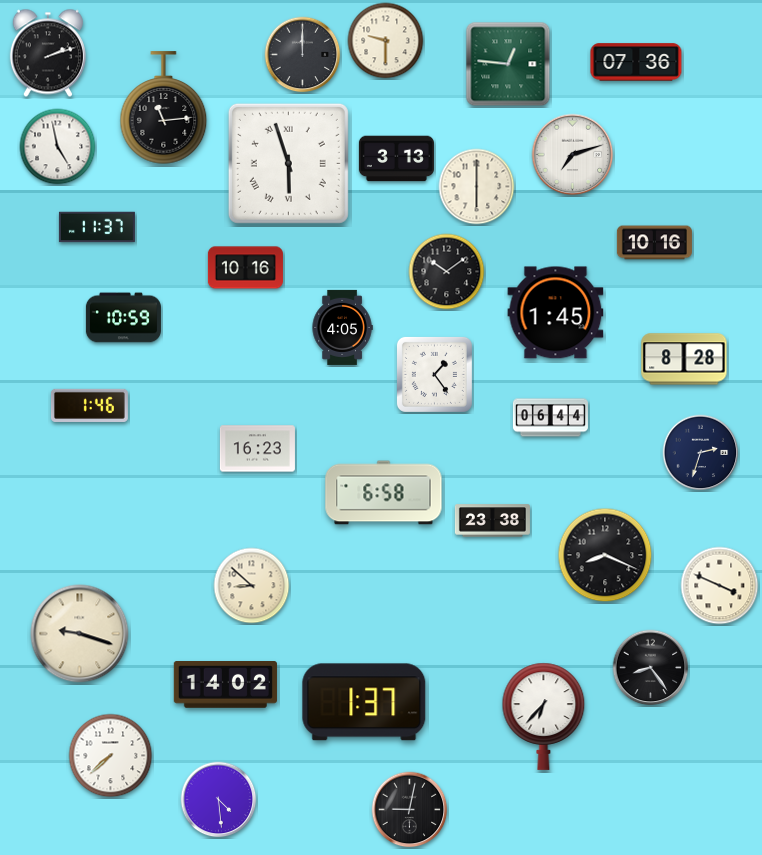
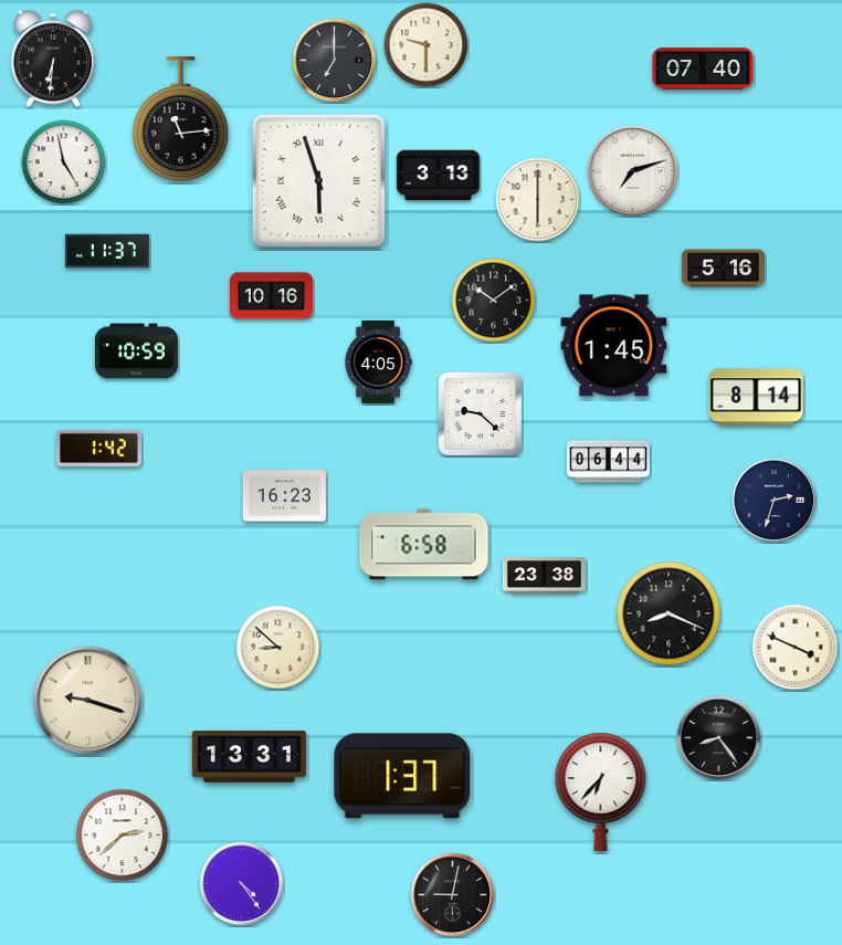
clock at (48, 53): 2:12 -> 6:31
clock at (303, 55): 12:00 -> 7:00
clock at (636, 62): 07:36 -> 07:40
clock at (508, 64): 12:46 -> none
clock at (477, 187) position: (477, 187) -> (538, 200)
clock at (654, 243): 10:16 -> 5:16
clock at (684, 359): 8:28 -> 8:14
clock at (434, 374): 1:24 -> 9:22
clock at (89, 405): 1:46 -> 1:42
clock at (225, 685): 14:02 -> 13:31
clock at (111, 756): 7:38 -> 2:38
clock at (219, 800): 4:29 -> 4:24
